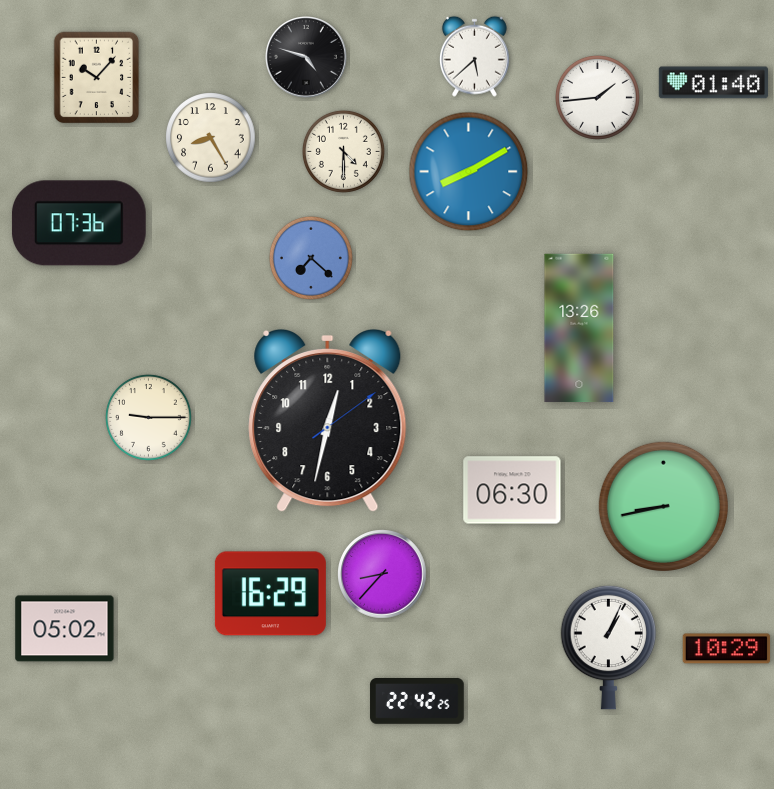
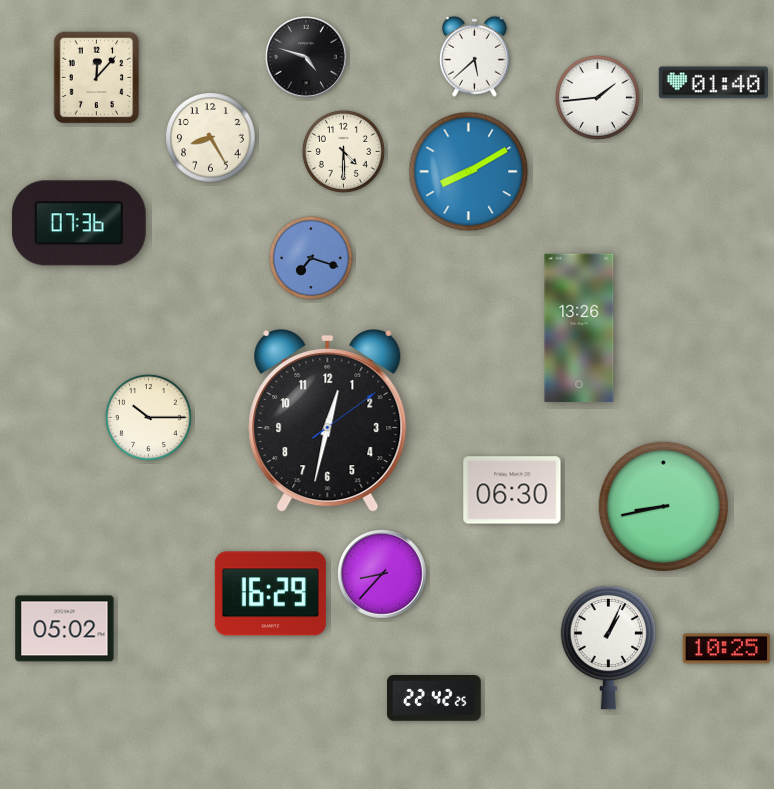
clock at (97, 78): 10:07 -> 12:07
clock at (311, 258): 7:22 -> 7:18
clock at (149, 418): 9:15 -> 10:15
clock at (727, 649): 10:29 -> 10:25
clock at (417, 702) position: (417, 702) -> (434, 699)
